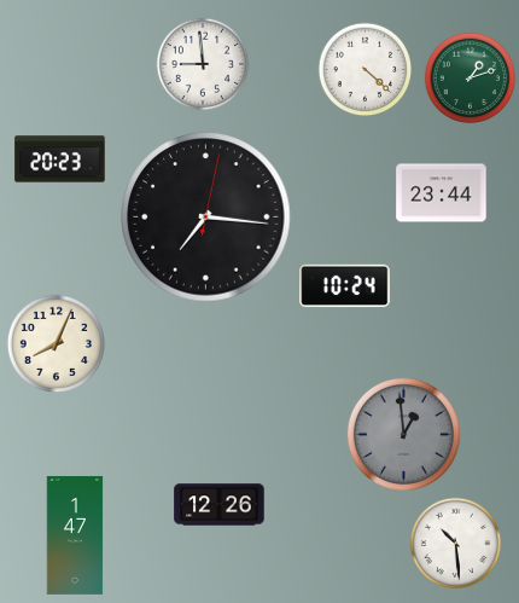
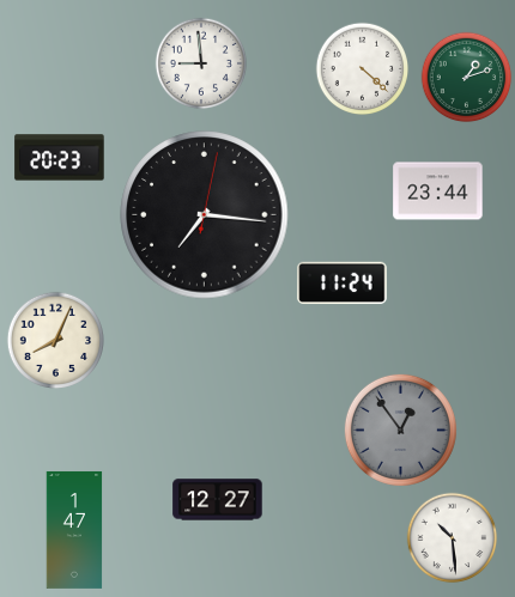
clock at (345, 286): 10:24 -> 11:24
clock at (403, 434): 12:59 -> 12:54
clock at (220, 505): 12:26 -> 12:27
